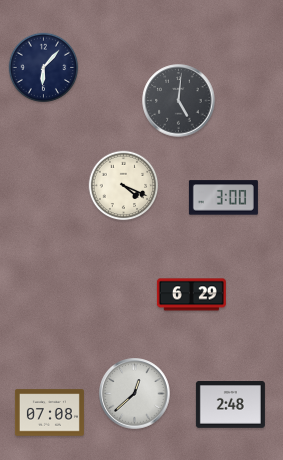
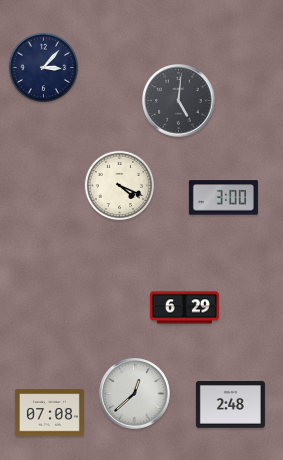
clock at (44, 68): 6:07 -> 3:07
clock at (124, 186) position: (124, 186) -> (120, 186)
clock at (191, 295) position: (191, 295) -> (184, 308)
